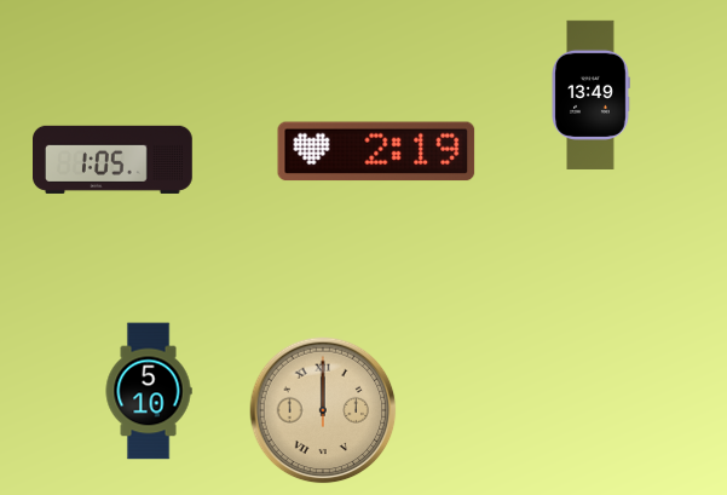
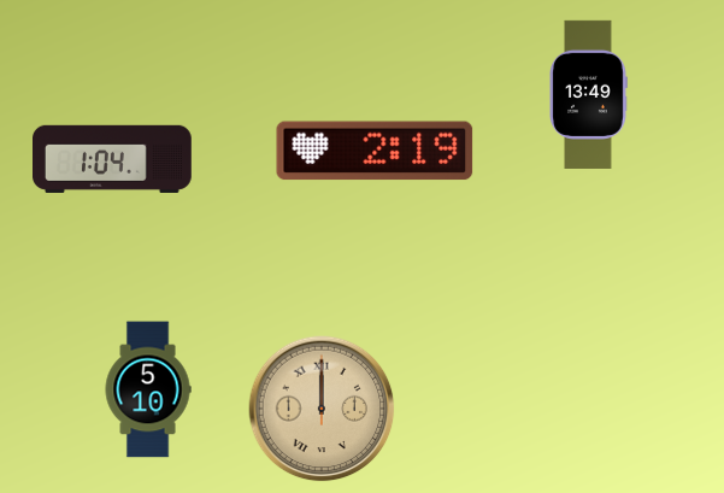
clock at (114, 160): 1:05 -> 1:04
